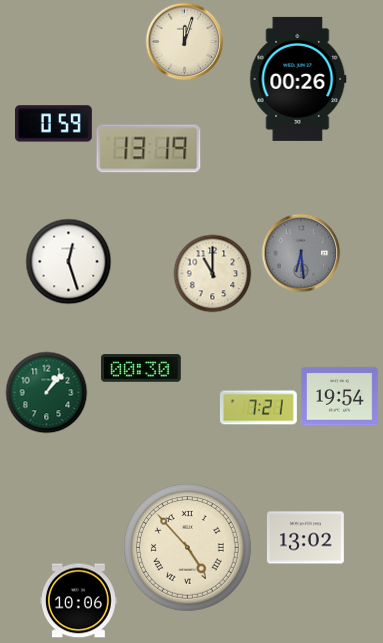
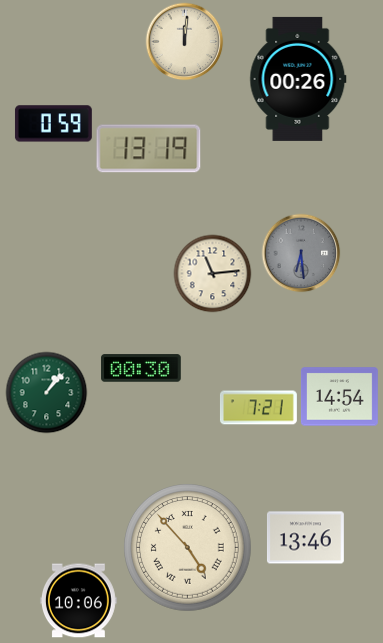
clock at (184, 41): 12:03 -> 12:01
clock at (68, 261): 12:27 -> none
clock at (212, 273): 11:00 -> 11:14
clock at (339, 397): 19:54 -> 14:54
clock at (305, 538): 13:02 -> 13:46
